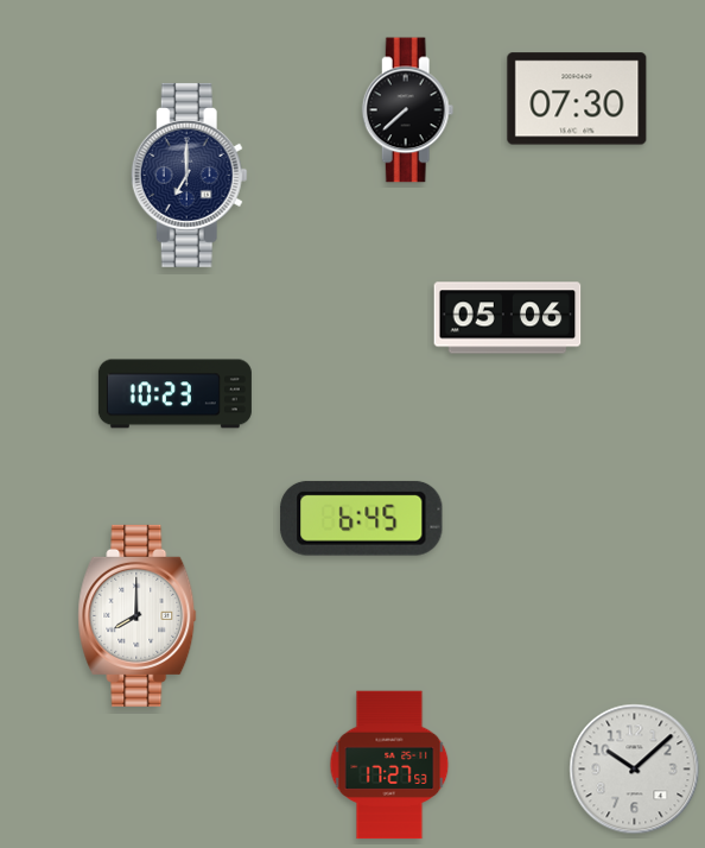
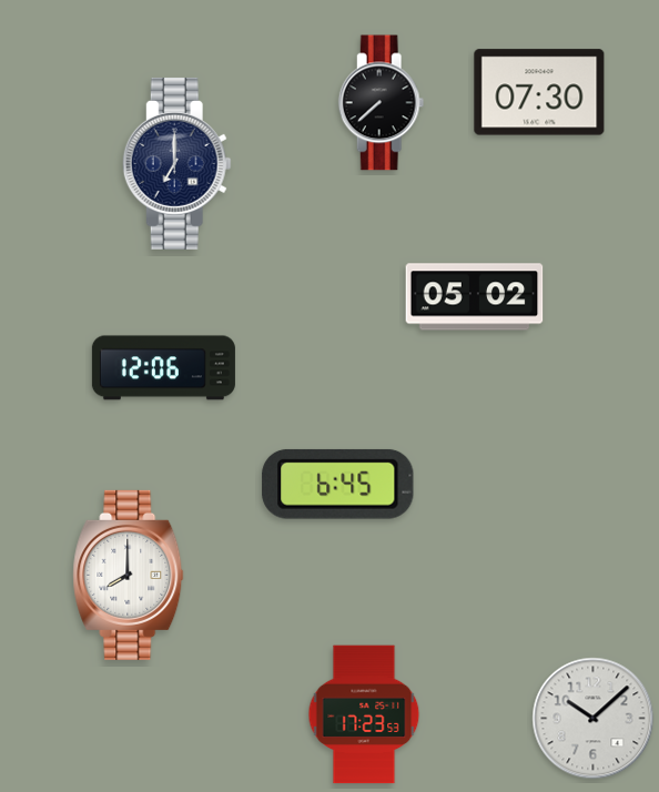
clock at (508, 318): 05:06 -> 05:02
clock at (174, 394): 10:23 -> 12:06
clock at (389, 765): 17:27 -> 17:23
